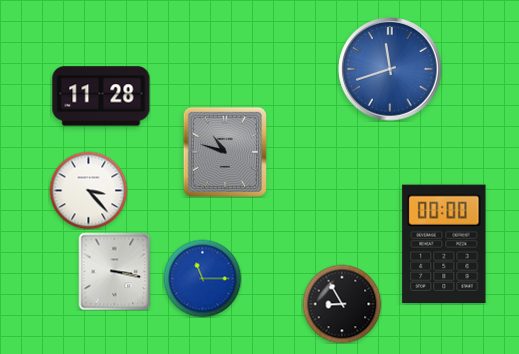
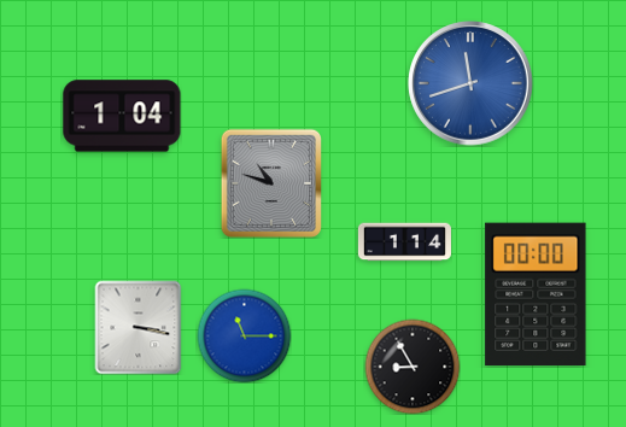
clock at (101, 96): 11:28 -> 1:04
clock at (88, 190): 3:23 -> none
clock at (404, 242): none -> 1:14
